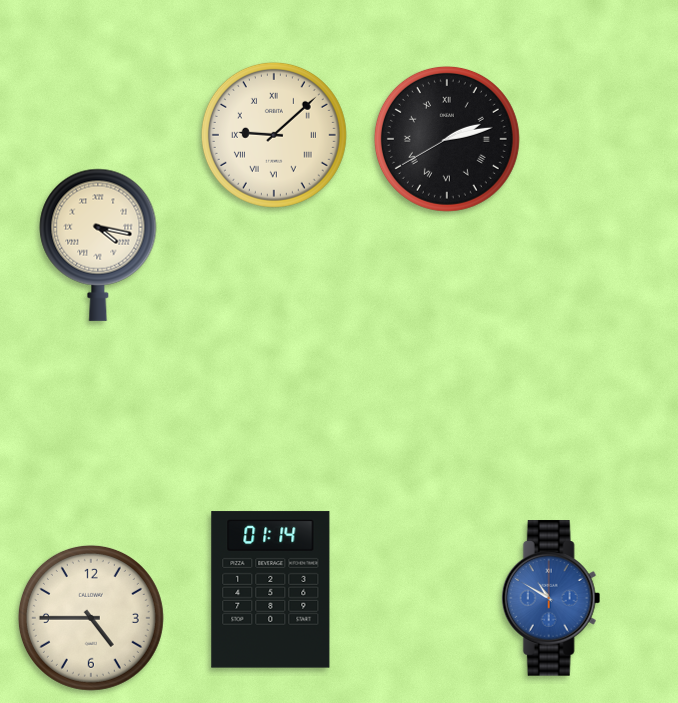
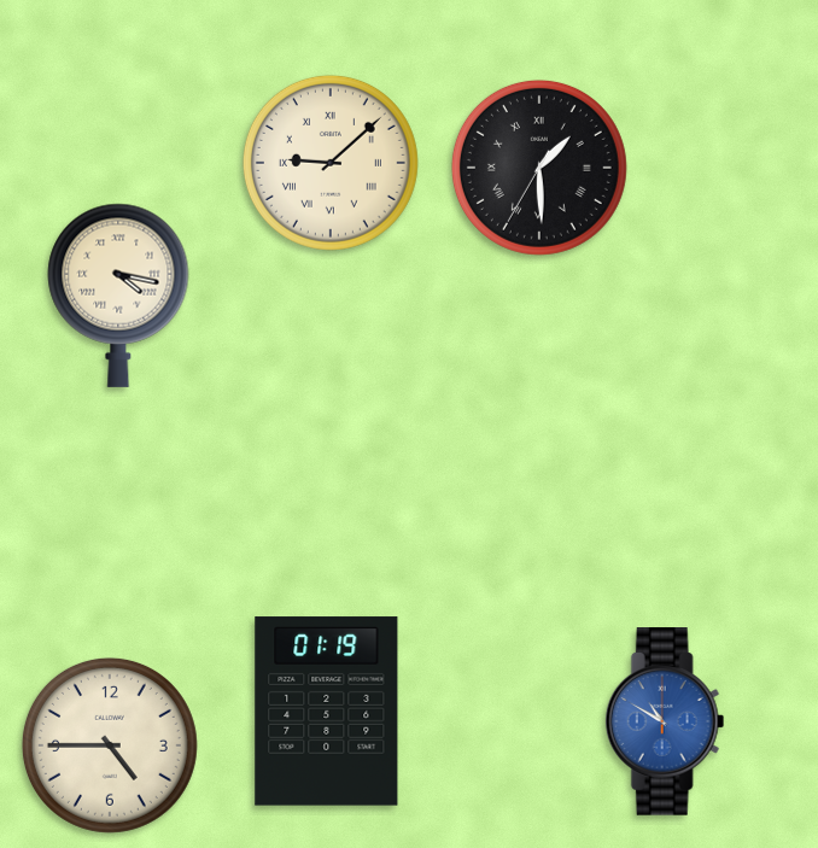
clock at (447, 139): 2:12 -> 1:29
clock at (271, 590): 01:14 -> 01:19
